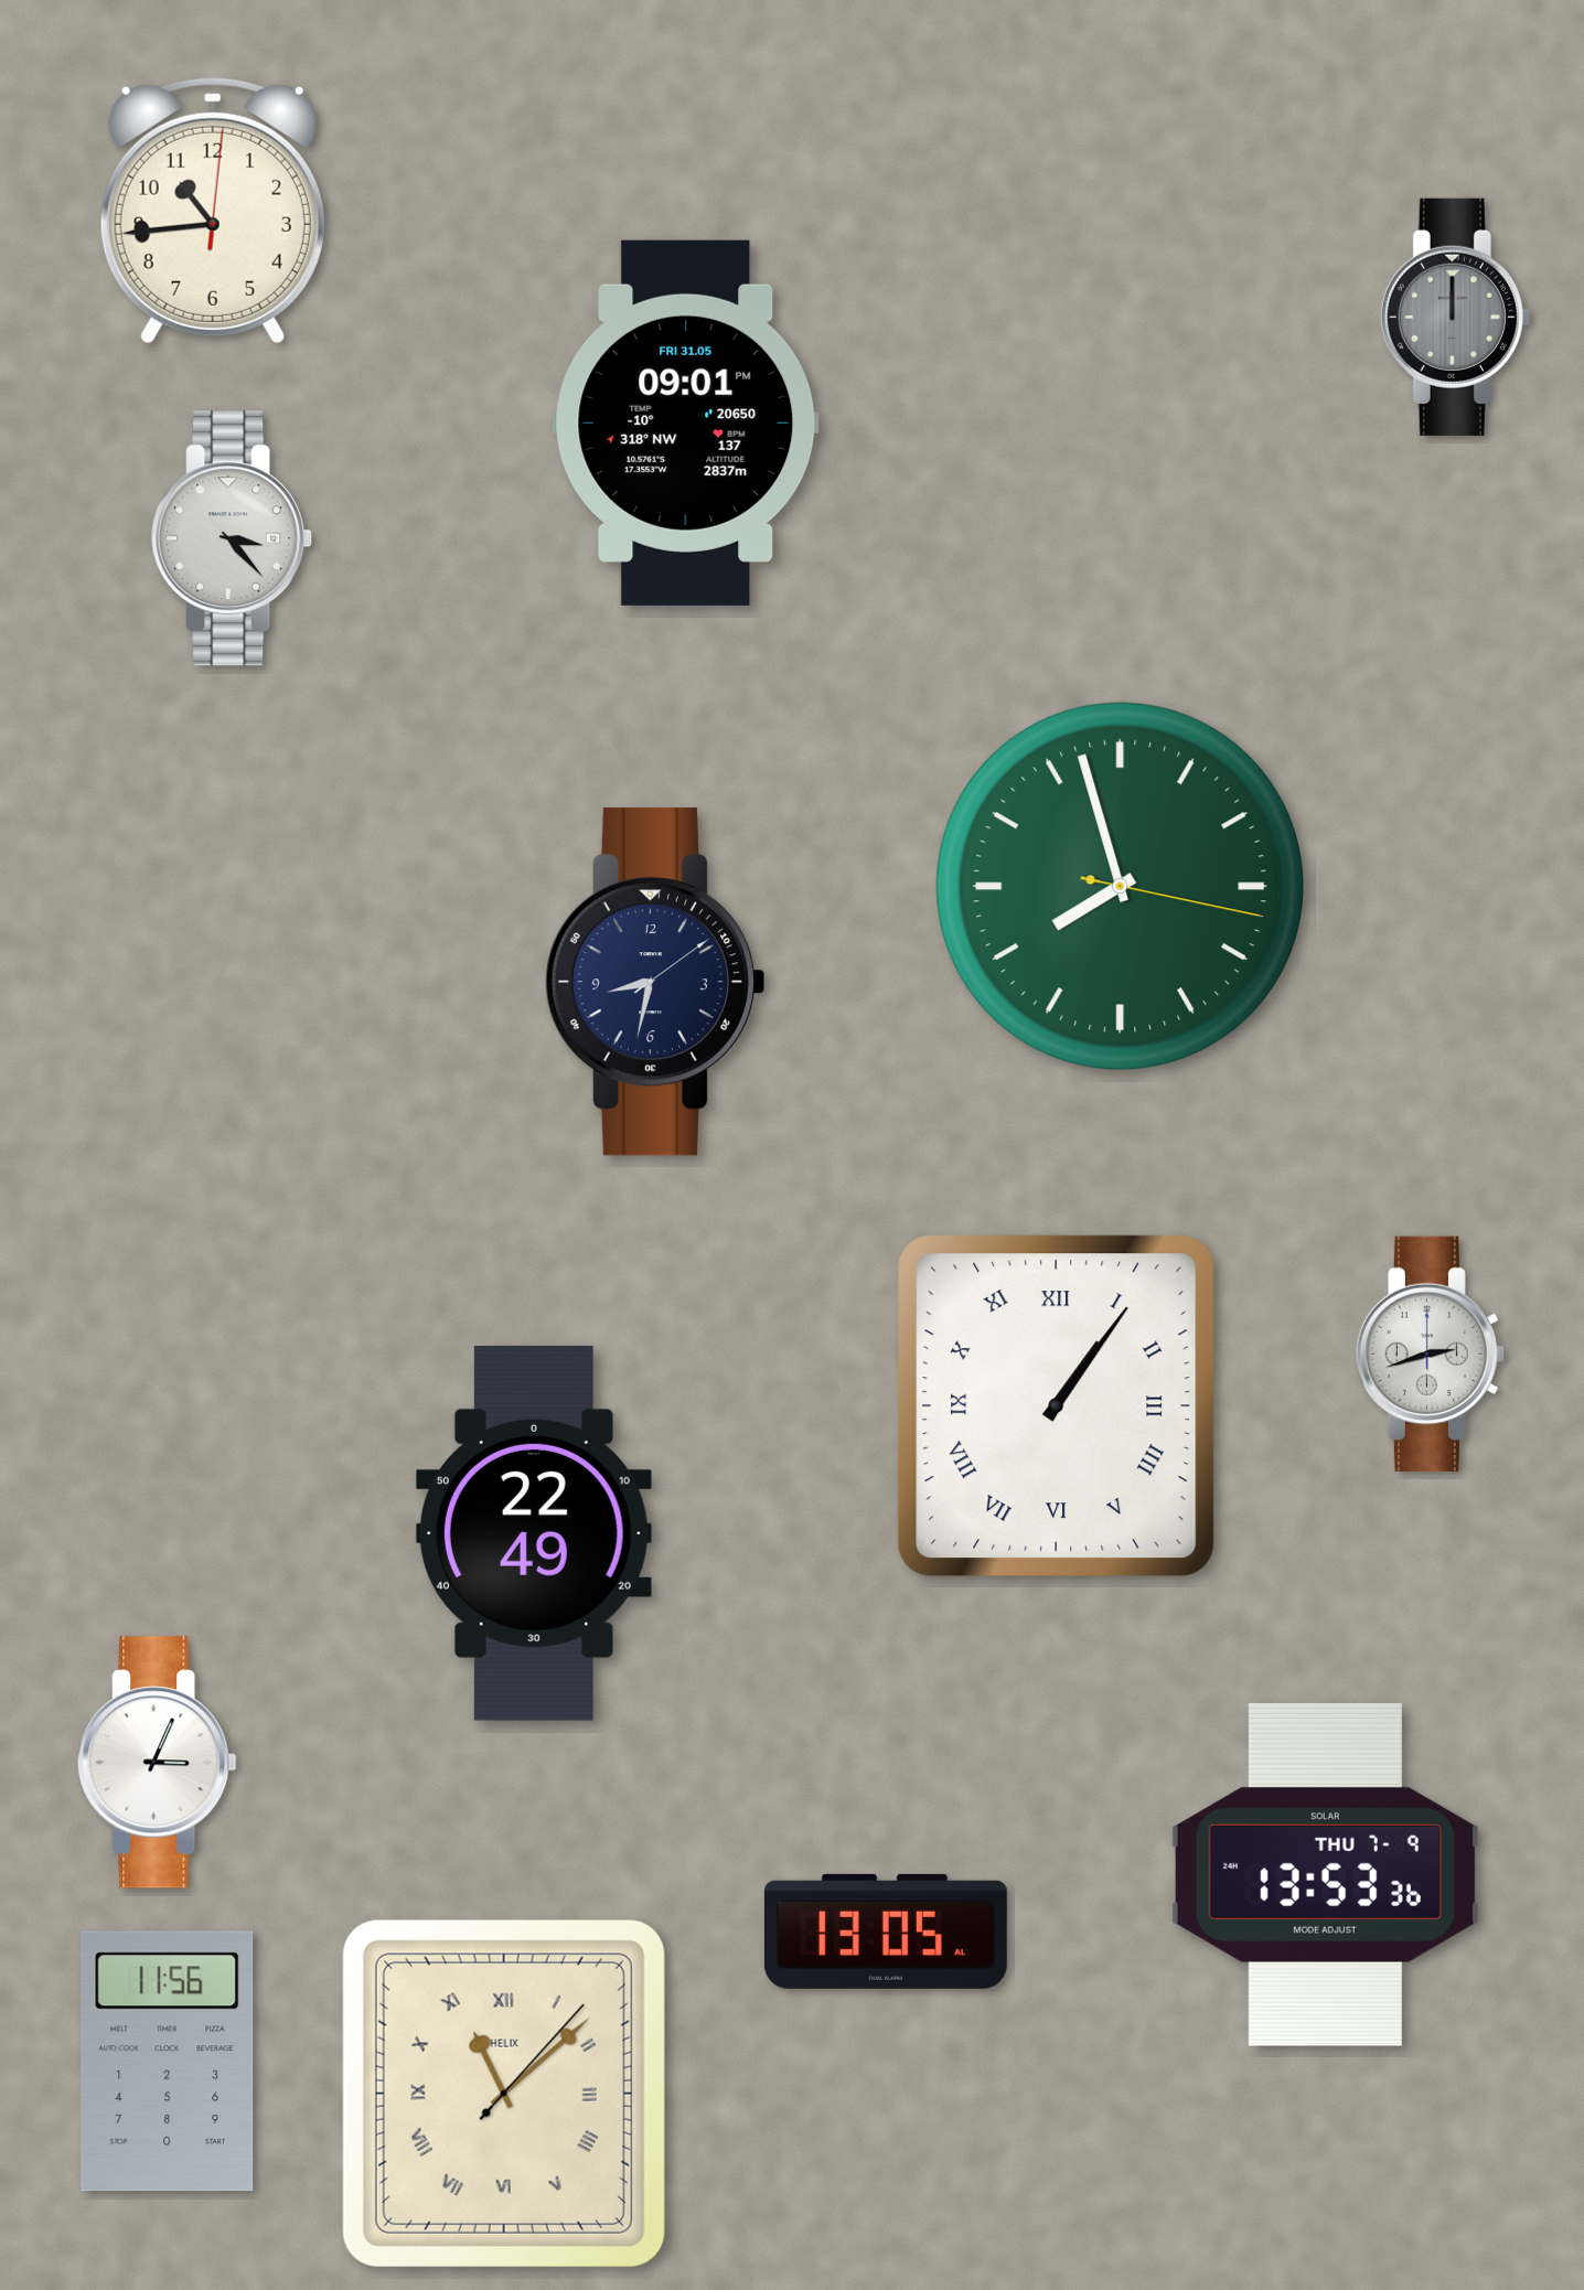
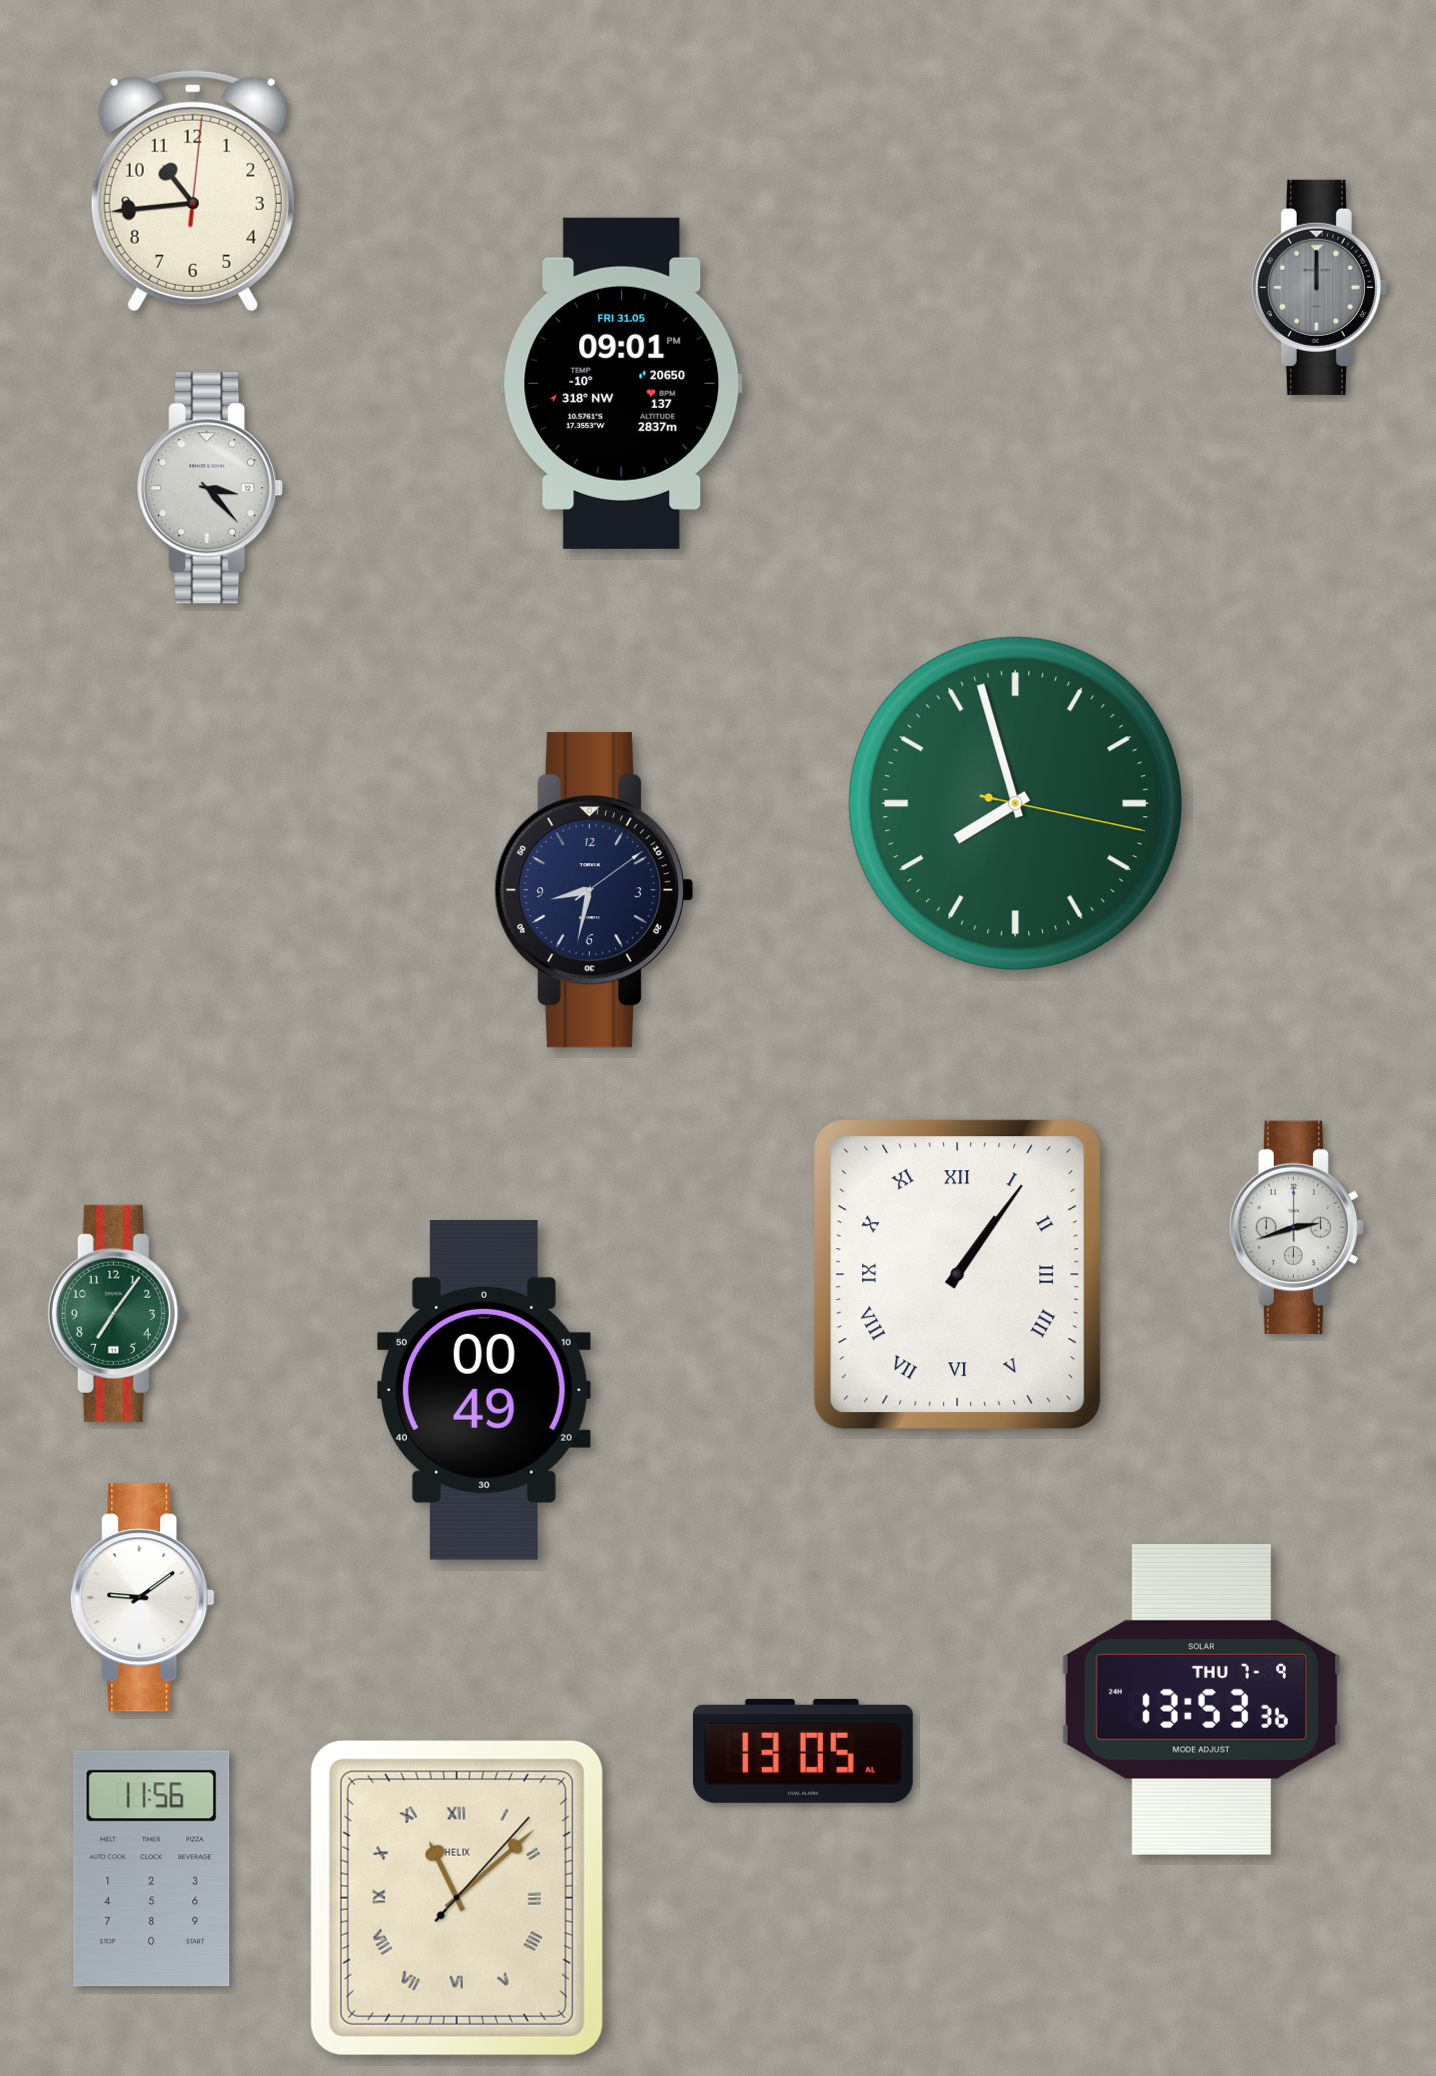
clock at (116, 1313): none -> 7:06
clock at (534, 1533): 22:49 -> 00:49
clock at (158, 1763): 3:04 -> 9:09
